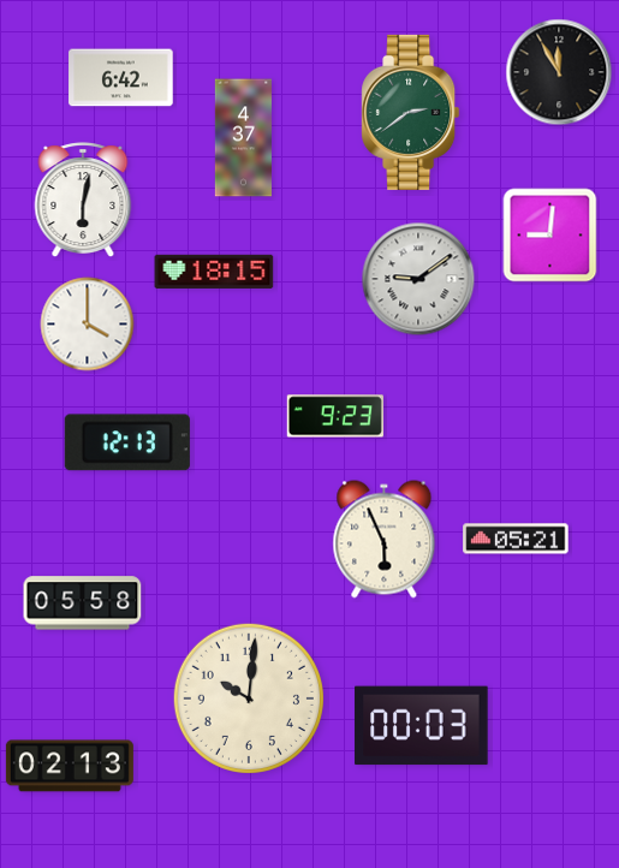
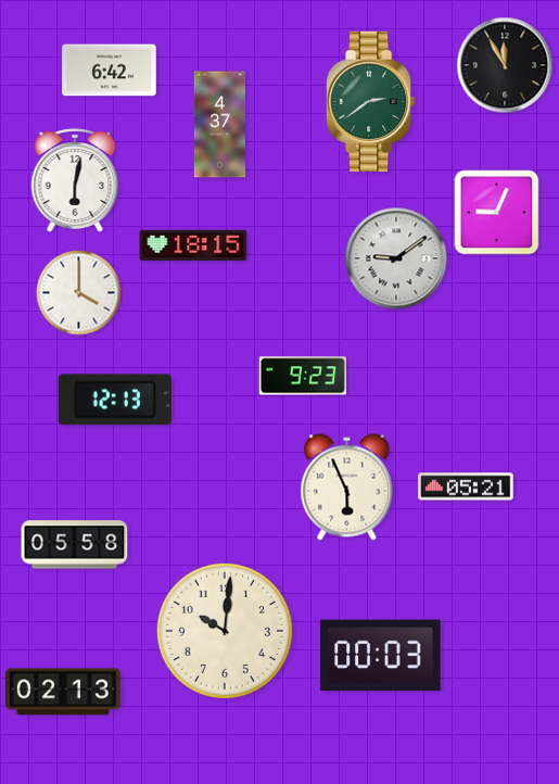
clock at (550, 236): 9:01 -> 9:04
clock at (418, 279) position: (418, 279) -> (396, 258)
